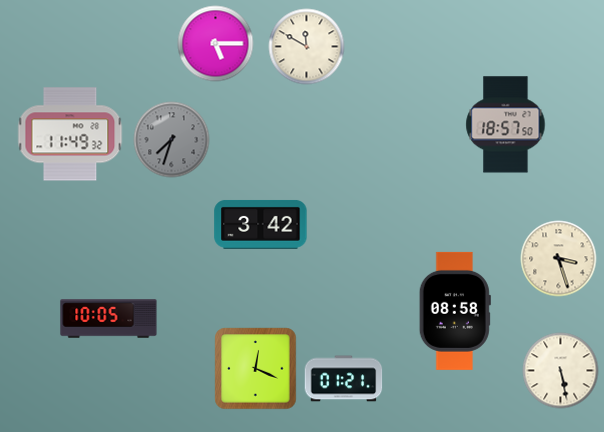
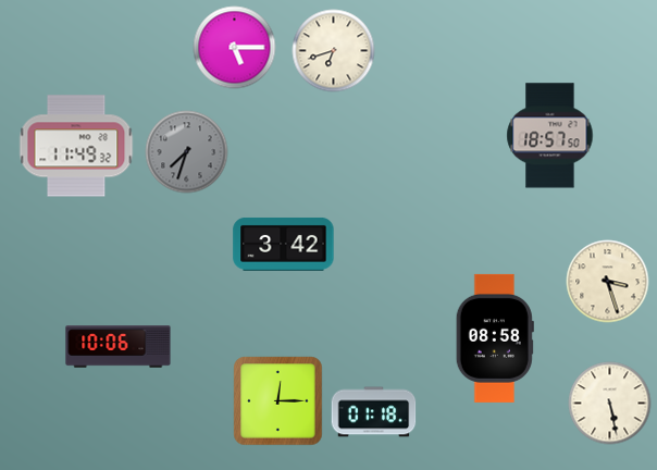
clock at (307, 47): 11:50 -> 6:42
clock at (109, 319): 10:05 -> 10:06
clock at (256, 369): 12:19 -> 12:15
clock at (344, 379): 01:21 -> 01:18
